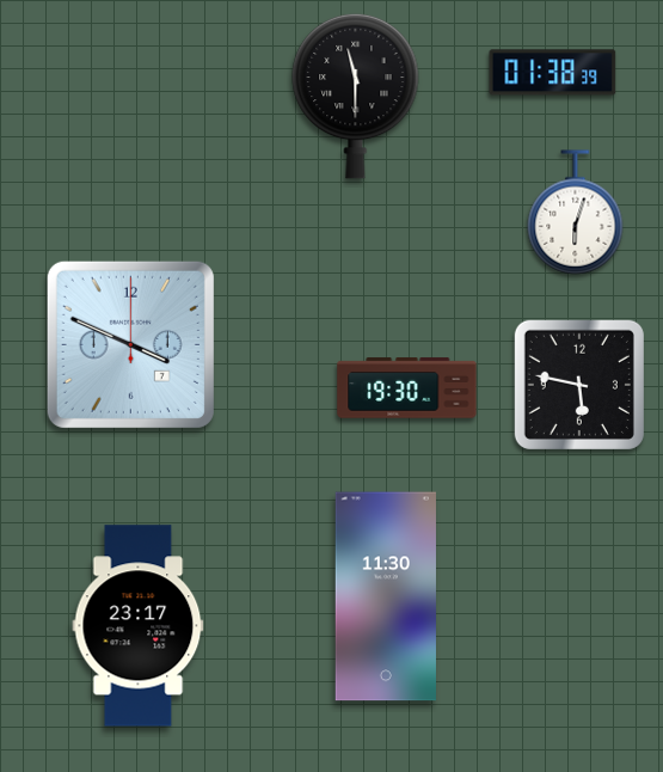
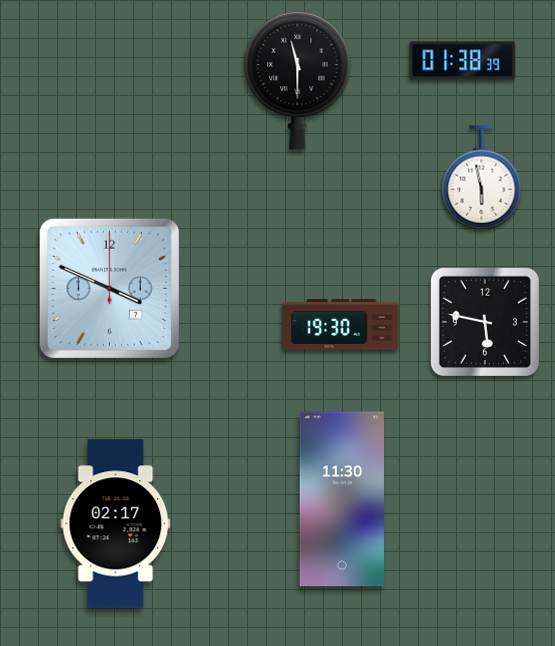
clock at (576, 213): 6:03 -> 5:58
clock at (386, 596) position: (386, 596) -> (342, 499)
clock at (139, 626): 23:17 -> 02:17
